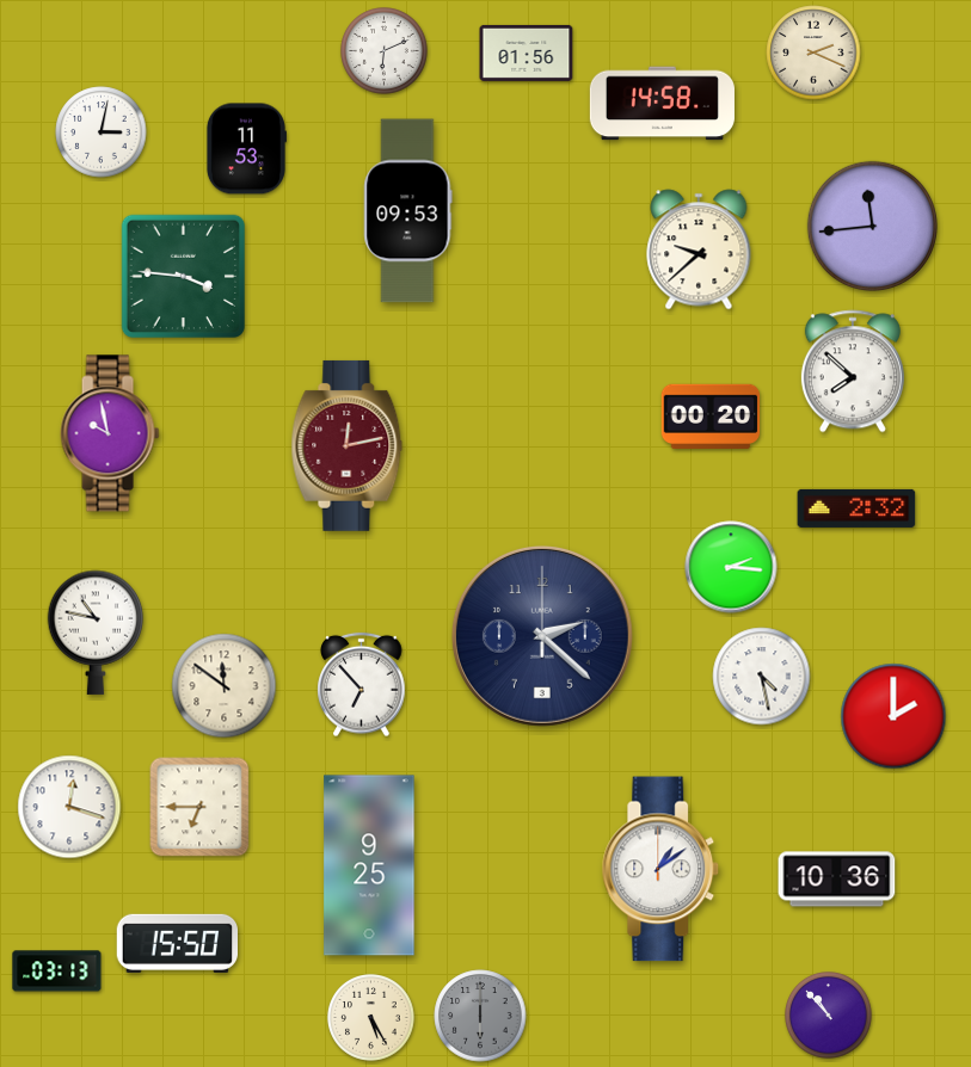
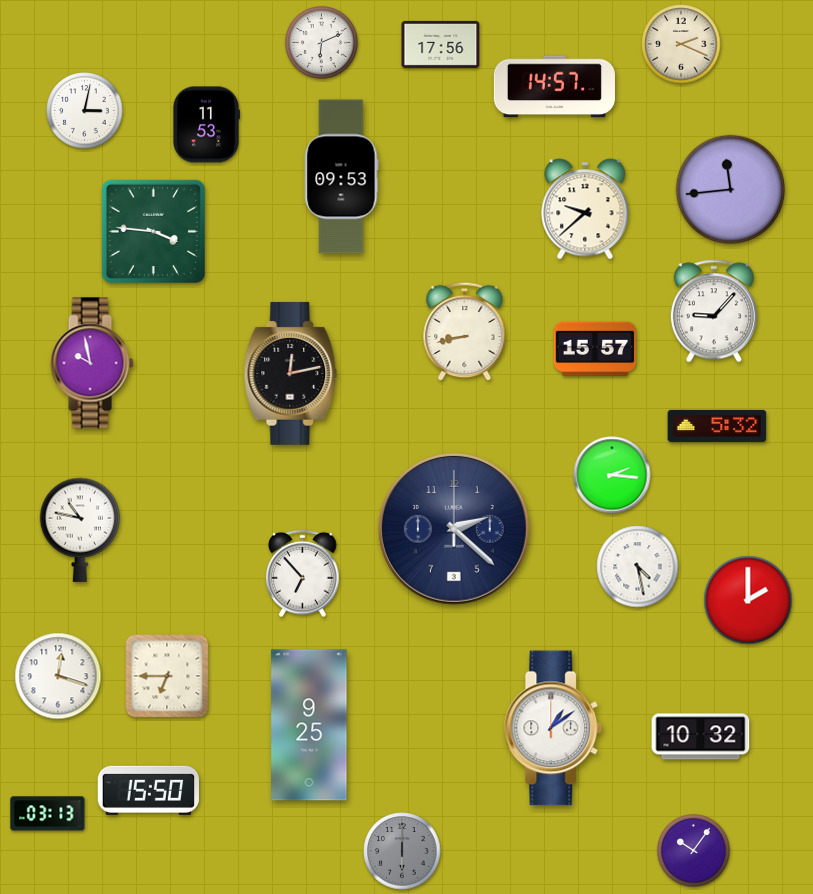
clock at (527, 53): 01:56 -> 17:56
clock at (662, 104): 14:58 -> 14:57
clock at (853, 371): 7:52 -> 9:07
clock at (465, 332): none -> 8:43
clock at (711, 415): 00:20 -> 15:57
clock at (348, 445) dial: burgundy -> black
clock at (856, 508): 2:32 -> 5:32
clock at (542, 636) position: (542, 636) -> (454, 529)
clock at (225, 686): 11:51 -> none
clock at (837, 880): 10:36 -> 10:32
clock at (829, 1016): 10:53 -> 10:06
clock at (371, 1018): 5:25 -> none
